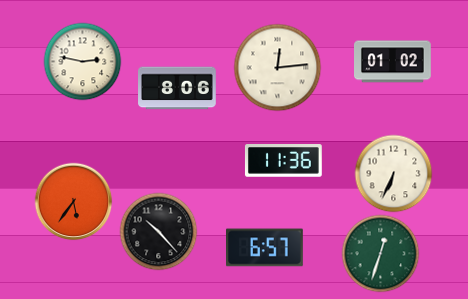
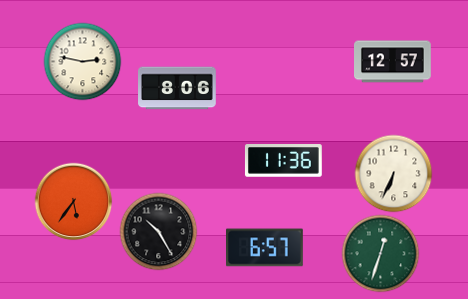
clock at (393, 62): 01:02 -> 12:57
clock at (277, 67): 12:14 -> none
clock at (158, 231): 10:23 -> 10:25
